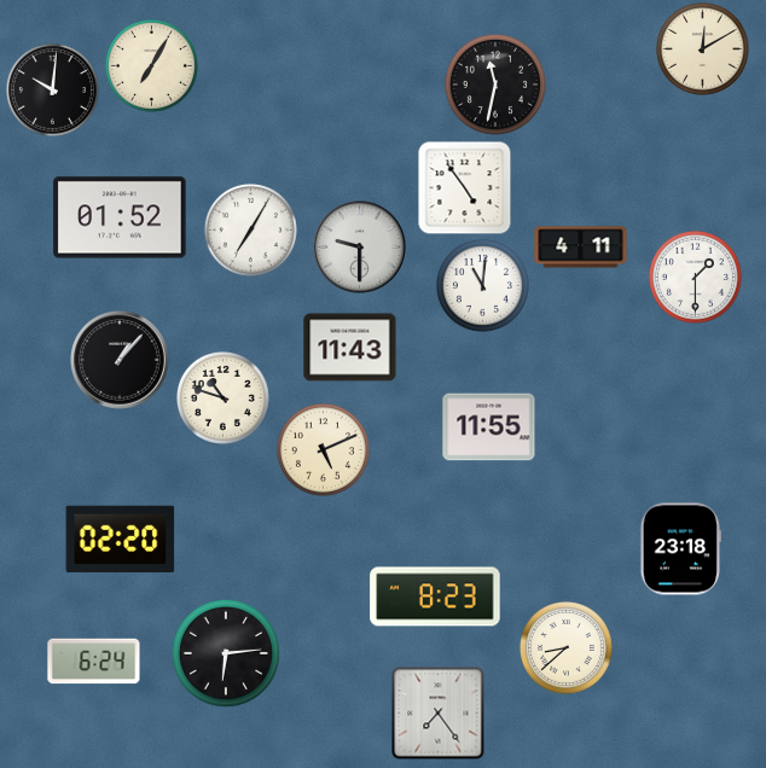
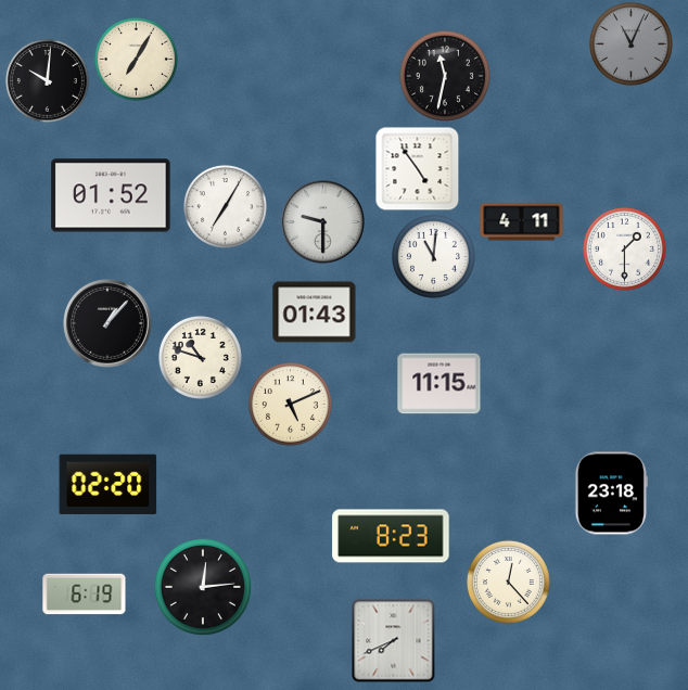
clock at (702, 48): 12:10 -> 11:04
clock at (702, 48) dial: cream -> grey
clock at (120, 217) position: (120, 217) -> (111, 195)
clock at (350, 348): 11:43 -> 01:43
clock at (489, 427): 11:55 -> 11:15
clock at (565, 647): 8:38 -> 12:23
clock at (226, 653): 6:14 -> 12:14
clock at (94, 662): 6:24 -> 6:19
clock at (439, 714): 7:24 -> 7:41
